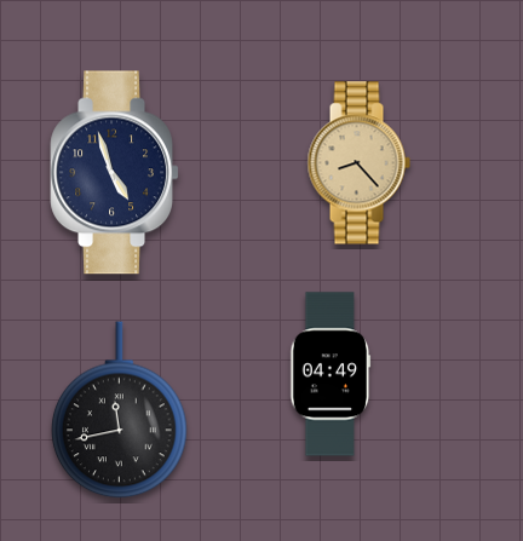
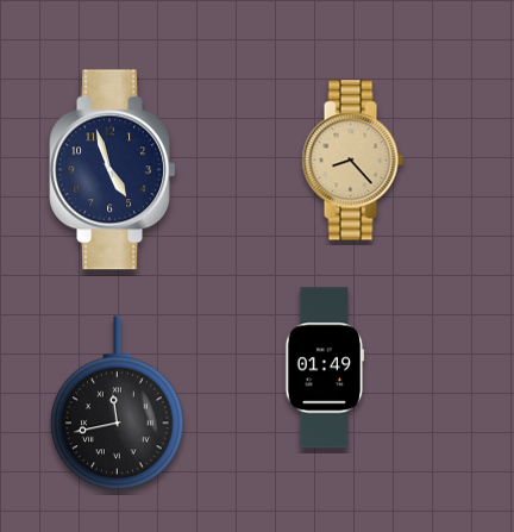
clock at (331, 374): 04:49 -> 01:49
